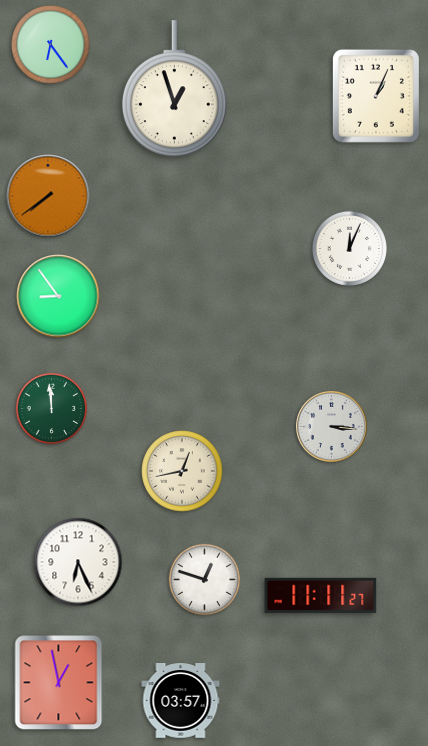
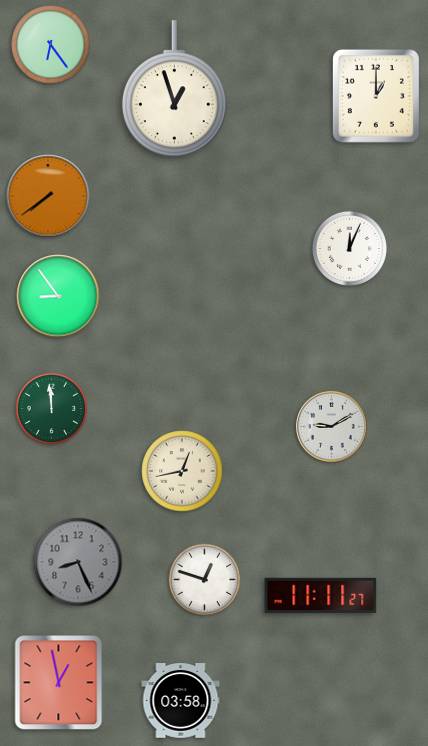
clock at (376, 96): 1:04 -> 1:00
clock at (332, 427): 3:16 -> 9:10
clock at (78, 562): 6:26 -> 8:26
clock at (78, 562) dial: white -> grey
clock at (181, 701): 03:57 -> 03:58
